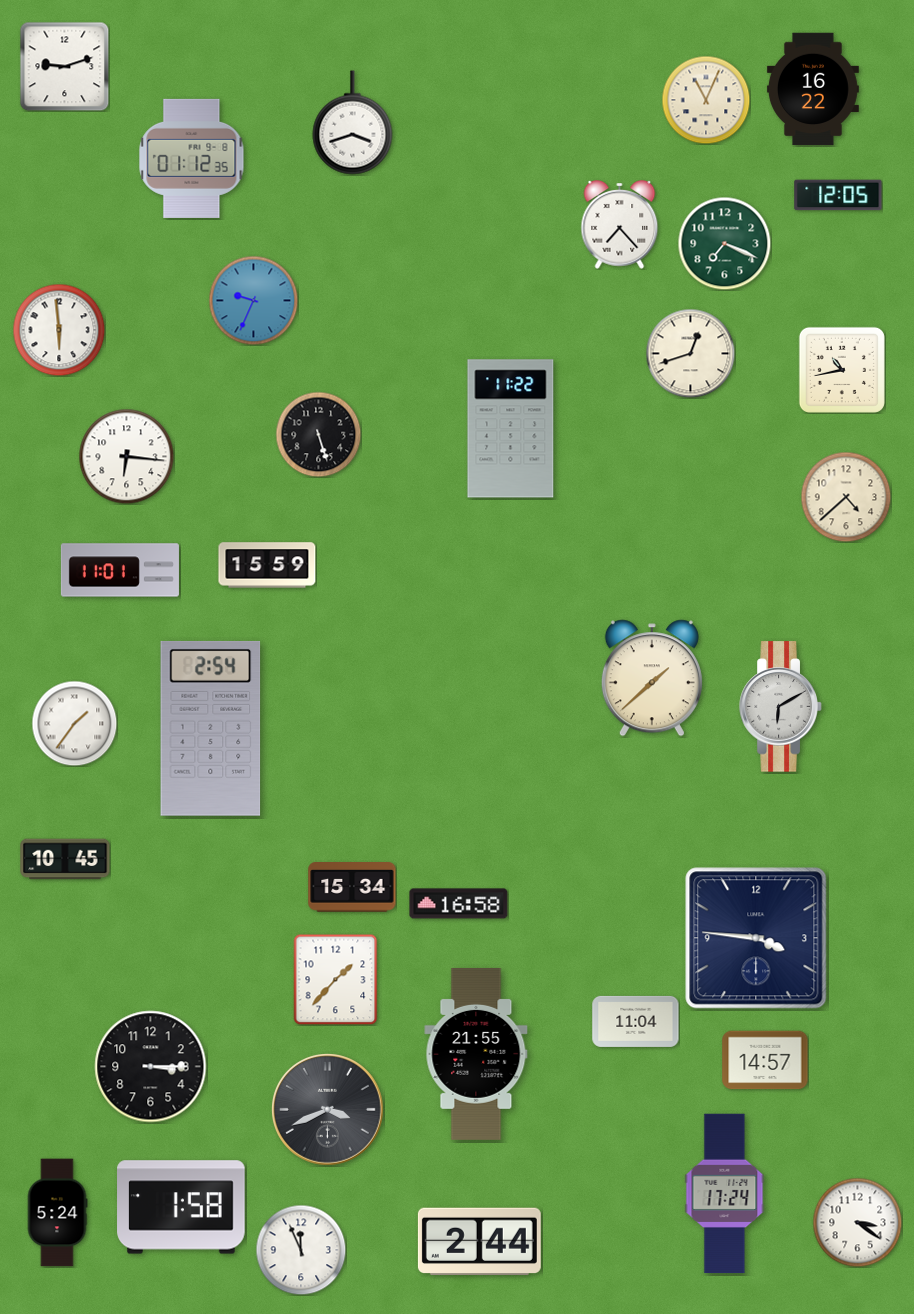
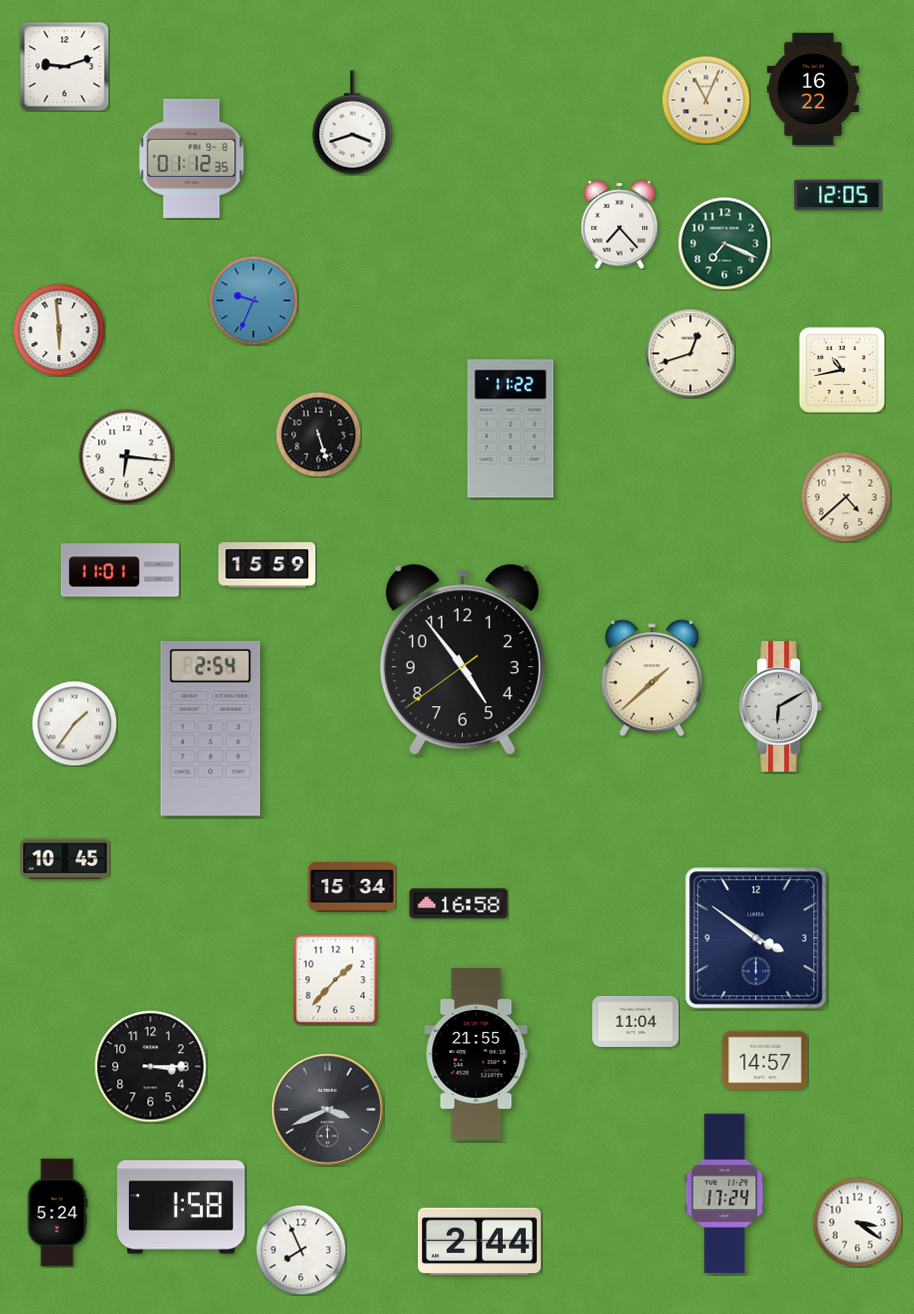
clock at (462, 660): none -> 4:53
clock at (756, 938): 3:46 -> 3:51
clock at (301, 1250): 11:56 -> 7:56
